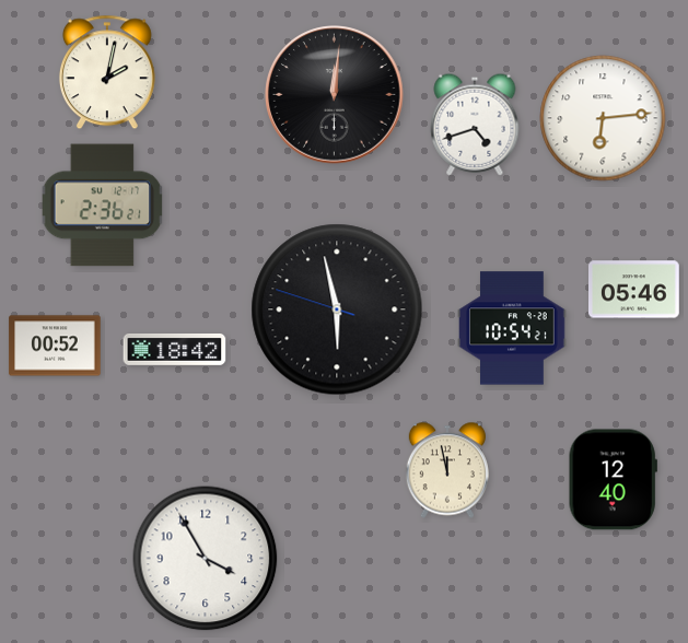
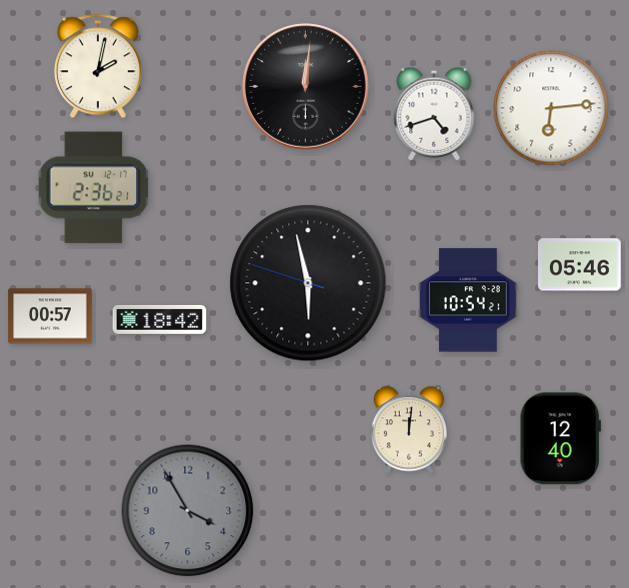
clock at (55, 346): 00:52 -> 00:57
clock at (447, 470): 11:58 -> 12:01
clock at (206, 559) dial: white -> grey
